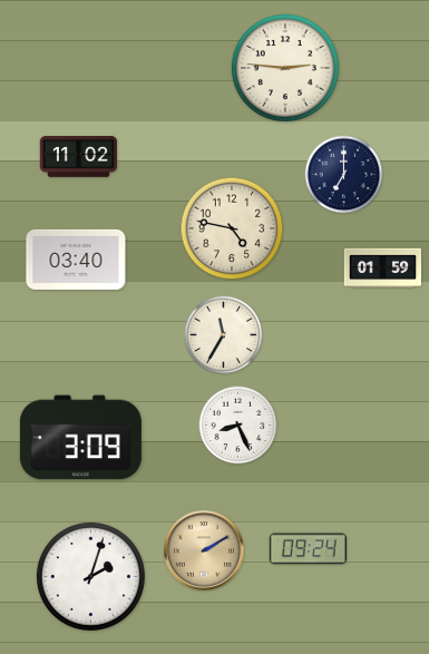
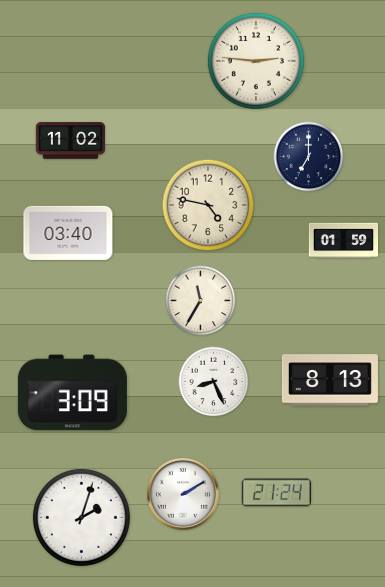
clock at (330, 380): none -> 8:13
clock at (308, 549): 09:24 -> 21:24
clock at (205, 551) dial: champagne -> white
